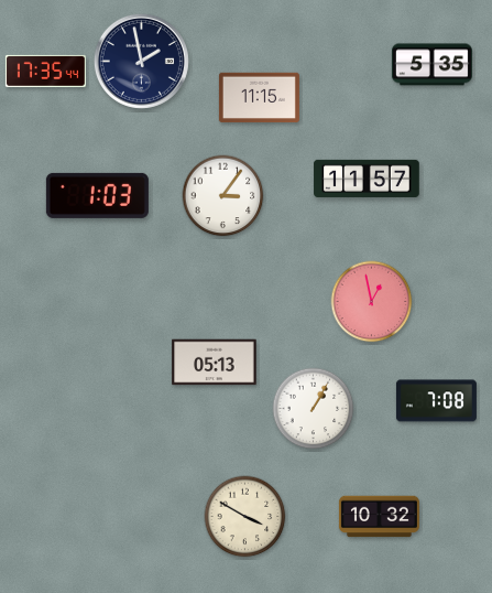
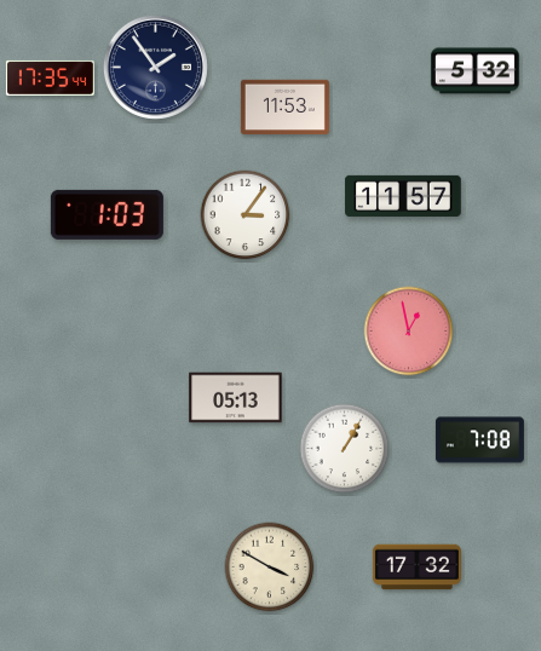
clock at (141, 61): 1:58 -> 1:54
clock at (431, 65): 5:35 -> 5:32
clock at (259, 98): 11:15 -> 11:53
clock at (379, 517): 10:32 -> 17:32
